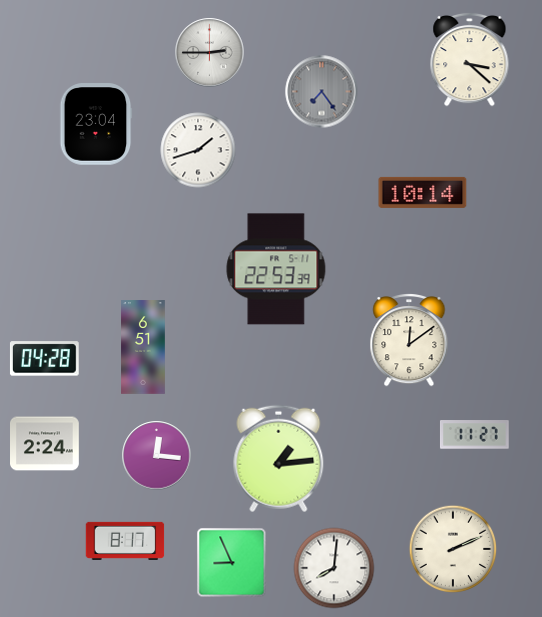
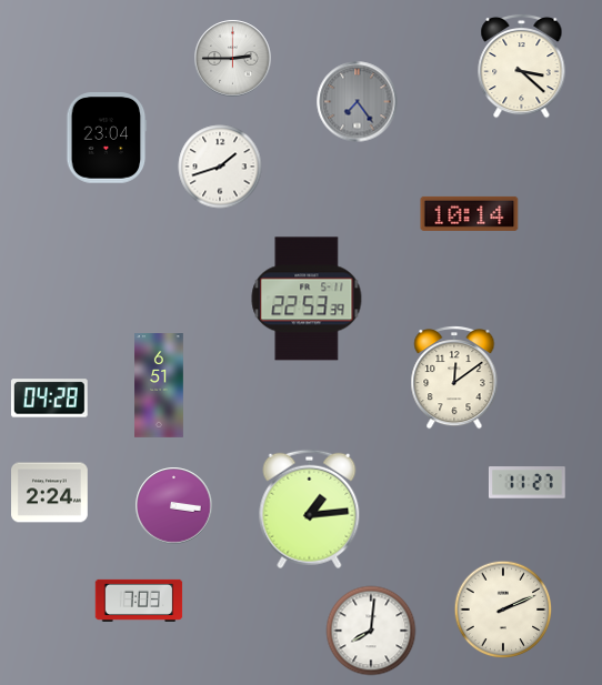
clock at (157, 456): 12:16 -> 3:16
clock at (125, 541): 8:17 -> 7:03
clock at (232, 563): 8:56 -> none
